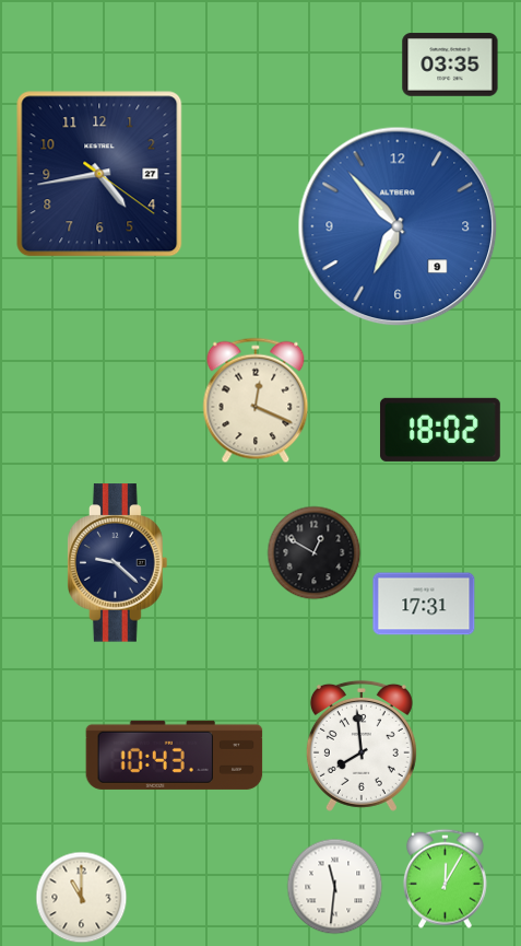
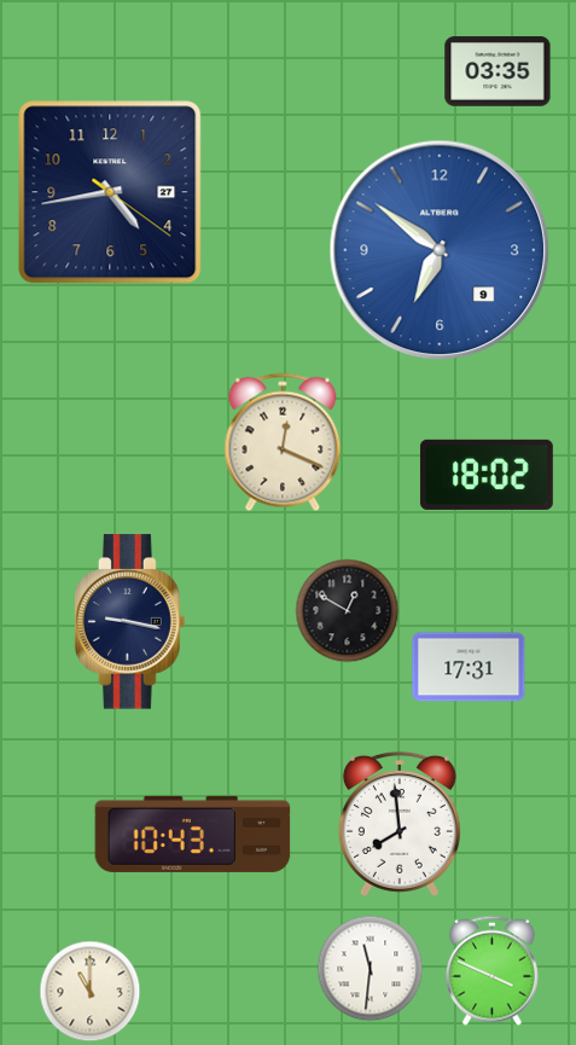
clock at (398, 226): 6:53 -> 6:51
clock at (118, 563): 9:22 -> 9:17
clock at (445, 878): 12:05 -> 3:49
clock at (335, 887) position: (335, 887) -> (371, 969)
